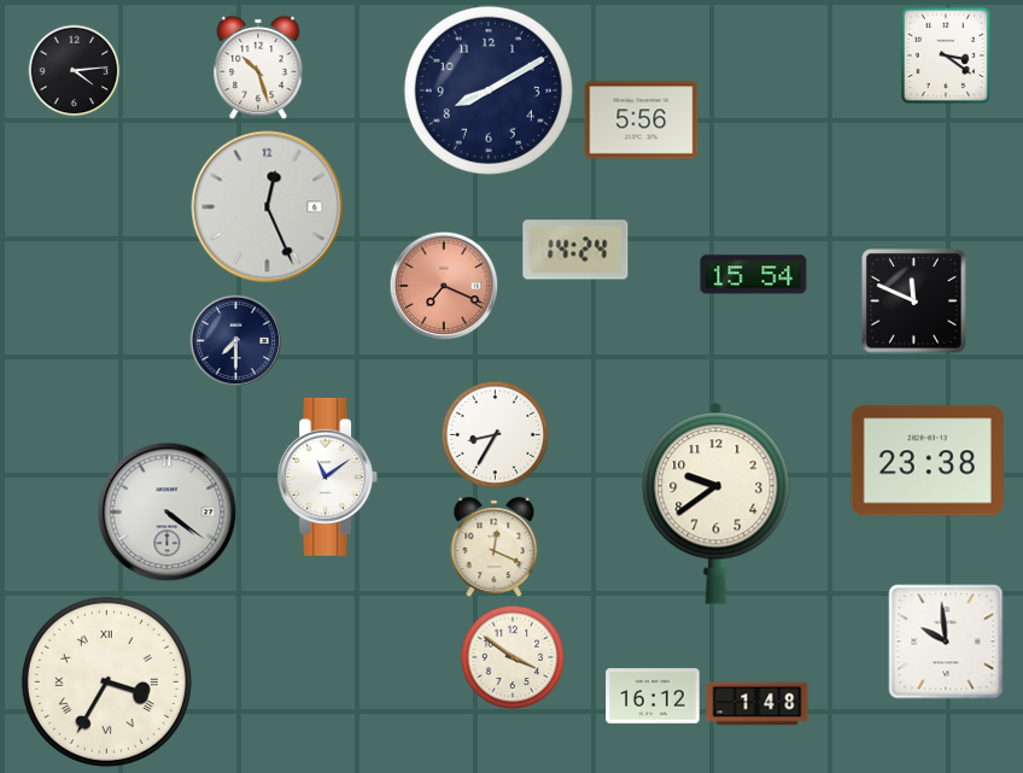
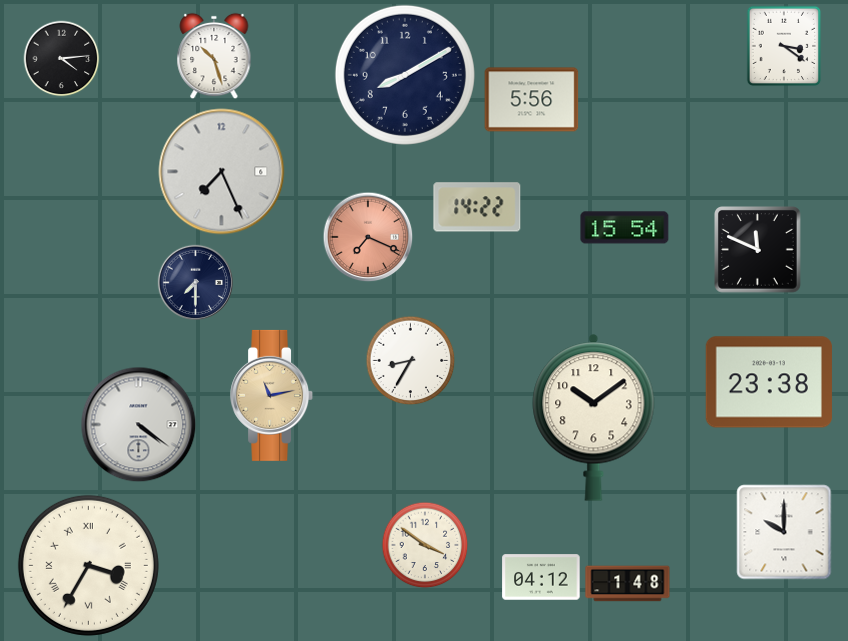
clock at (268, 207): 12:26 -> 7:26
clock at (575, 250): 14:24 -> 14:22
clock at (328, 476): 11:09 -> 11:13
clock at (328, 476) dial: white -> champagne
clock at (717, 503): 9:39 -> 10:09
clock at (495, 547): 12:19 -> none
clock at (946, 642): 9:59 -> 10:00
clock at (653, 696): 16:12 -> 04:12
